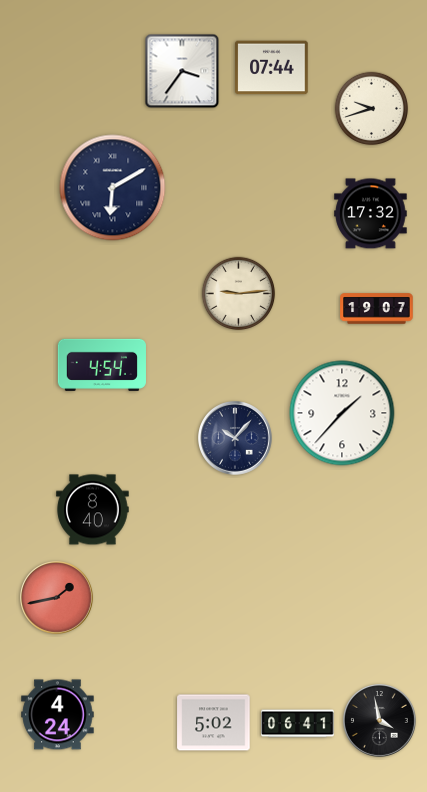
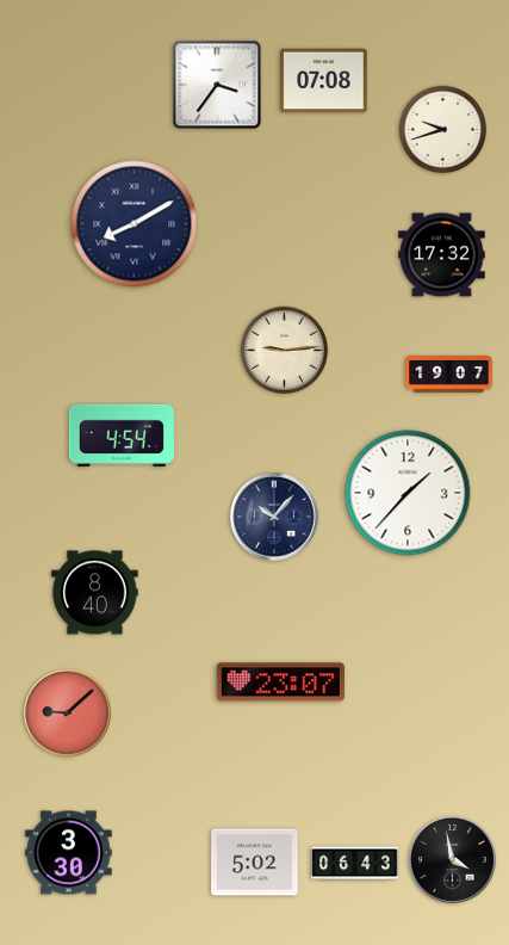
clock at (272, 68): 07:44 -> 07:08
clock at (113, 188): 6:10 -> 8:10
clock at (377, 309) position: (377, 309) -> (449, 375)
clock at (236, 439) position: (236, 439) -> (275, 518)
clock at (93, 510) position: (93, 510) -> (95, 593)
clock at (280, 682): none -> 23:07
clock at (57, 598): 1:43 -> 9:08
clock at (58, 715): 4:24 -> 3:30
clock at (298, 724): 06:41 -> 06:43
